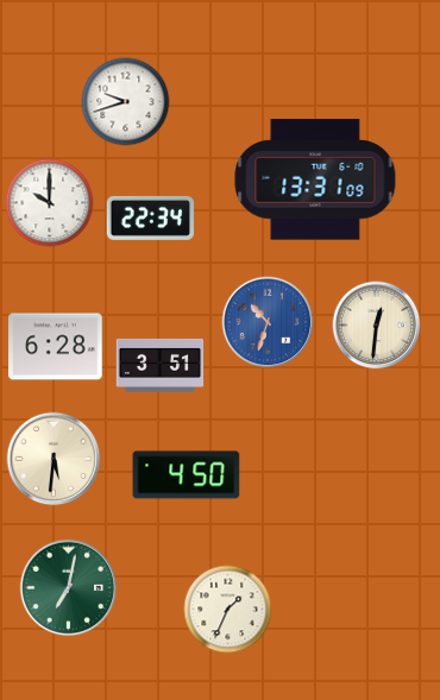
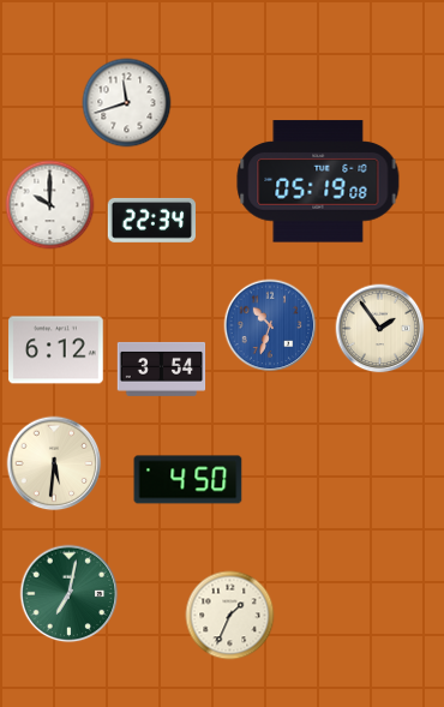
clock at (126, 102): 9:42 -> 11:42
clock at (315, 179): 13:31 -> 05:19
clock at (377, 326): 12:31 -> 1:54
clock at (56, 347): 6:28 -> 6:12
clock at (161, 365): 3:51 -> 3:54
